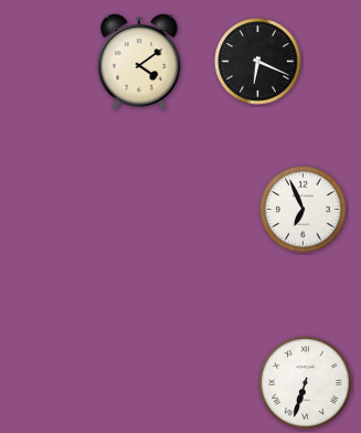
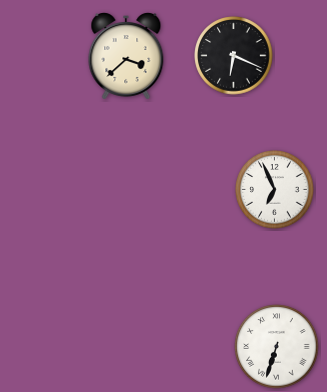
clock at (139, 63): 4:09 -> 3:38
